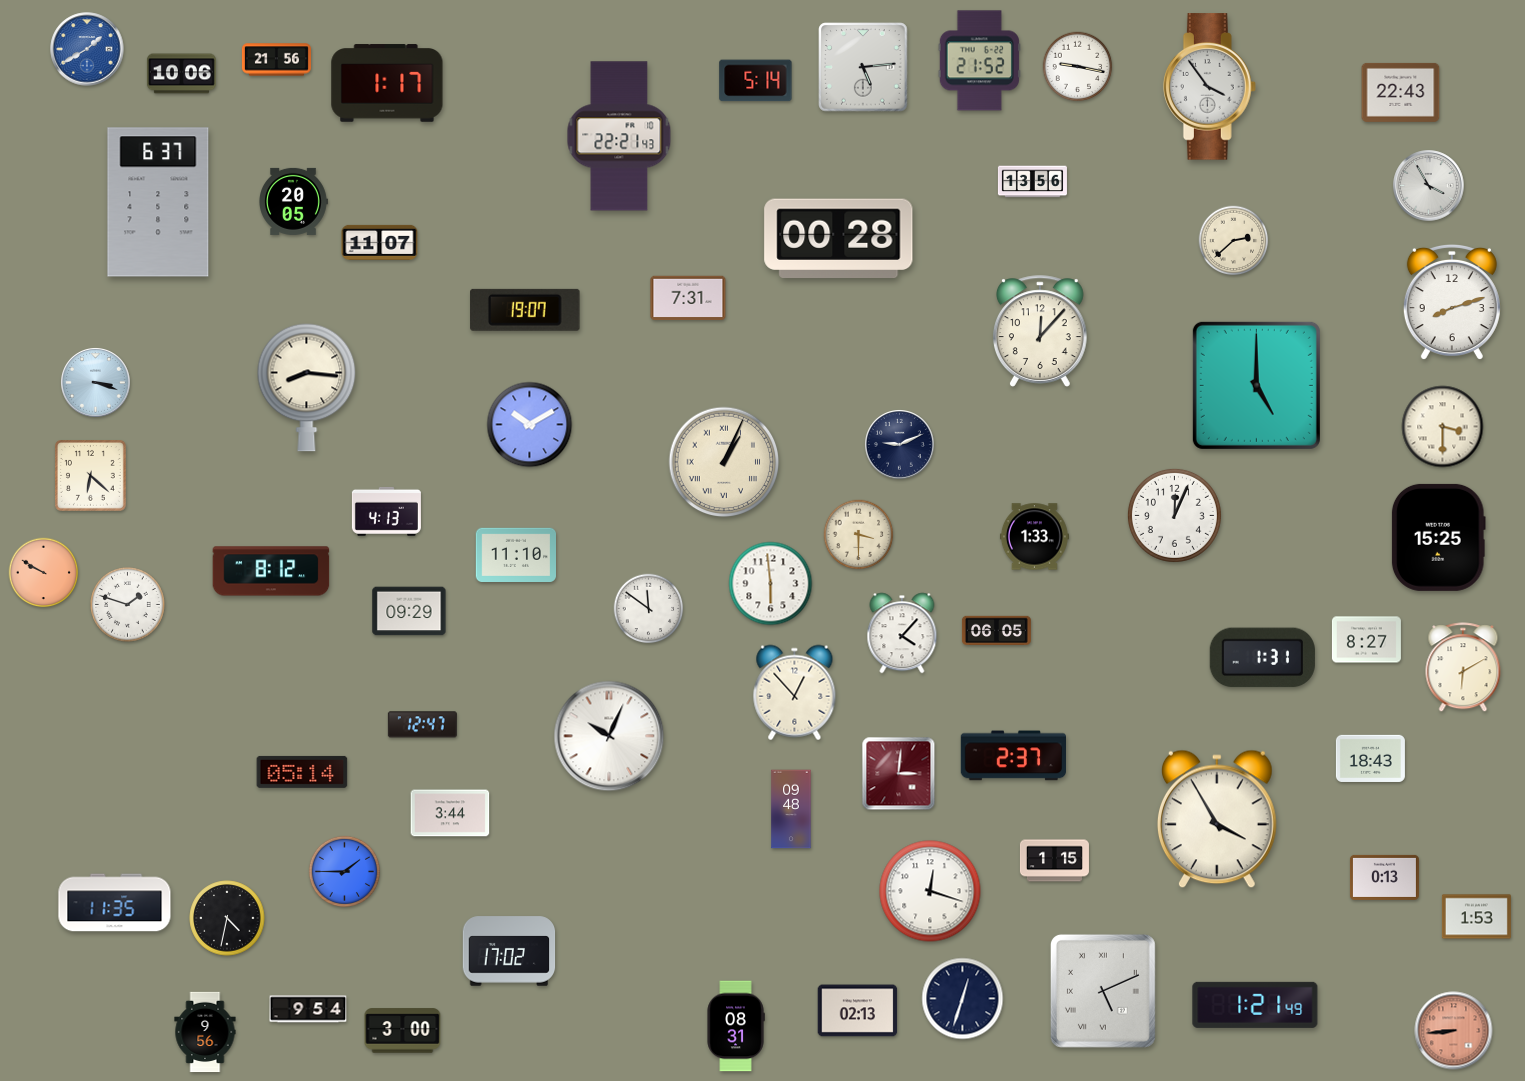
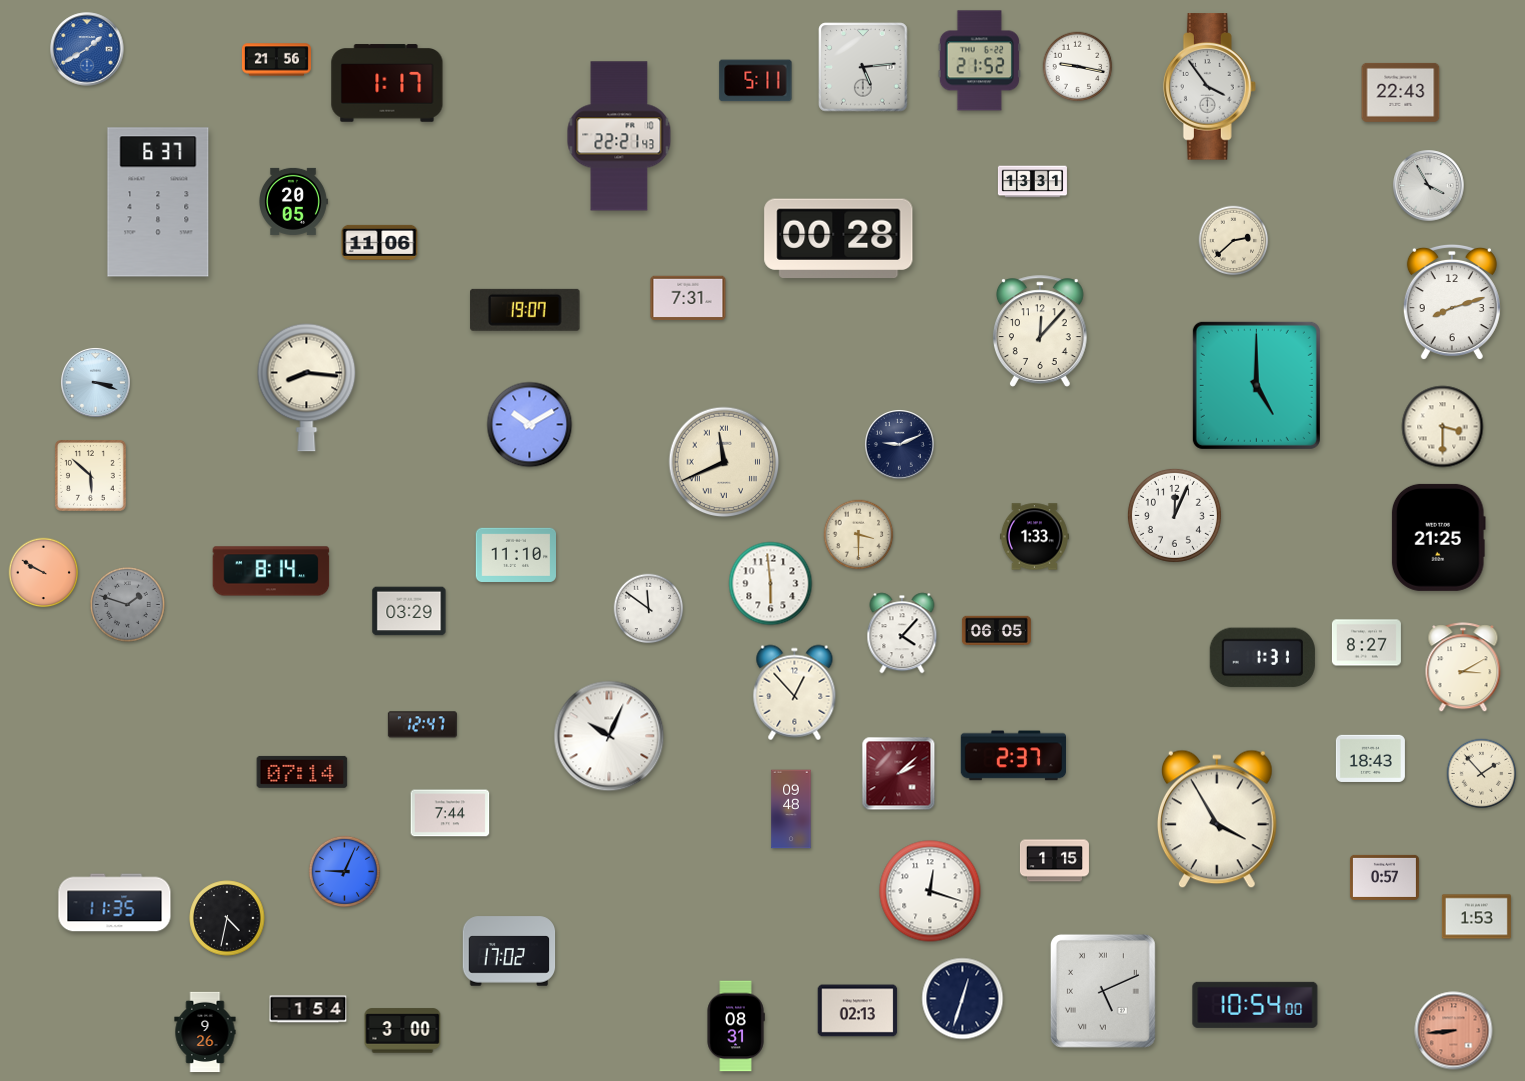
clock at (181, 74): 10:06 -> none
clock at (756, 81): 5:14 -> 5:11
clock at (1032, 182): 13:56 -> 13:31
clock at (380, 242): 11:07 -> 11:06
clock at (724, 462): 1:04 -> 11:41
clock at (91, 476): 6:22 -> 5:52
clock at (386, 511): 4:13 -> none
clock at (1438, 537): 15:25 -> 21:25
clock at (271, 571): 8:12 -> 8:14
clock at (128, 605) dial: white -> grey
clock at (409, 611): 09:29 -> 03:29
clock at (1366, 640) position: (1366, 640) -> (1366, 643)
clock at (1463, 668): 6:10 -> 3:10
clock at (302, 772): 05:14 -> 07:14
clock at (899, 774): 3:01 -> 2:08
clock at (1482, 774): none -> 1:53
clock at (450, 813): 3:44 -> 7:44
clock at (344, 871): 1:45 -> 9:04
clock at (1384, 877): 0:13 -> 0:57
clock at (1255, 1005): 1:21 -> 10:54
clock at (308, 1009): 9:54 -> 1:54
clock at (205, 1032): 9:56 -> 9:26
